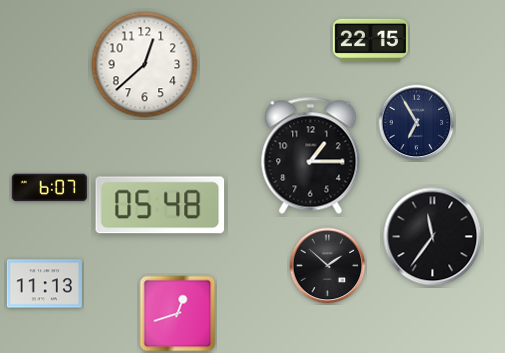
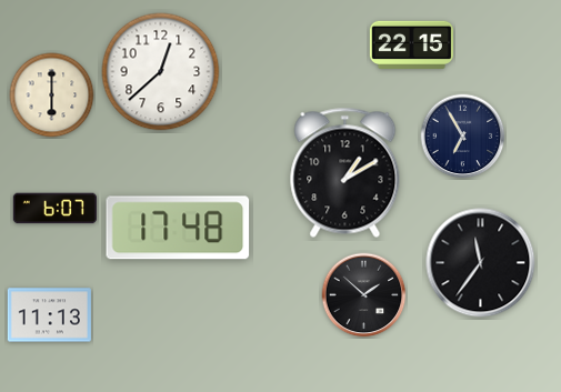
clock at (52, 96): none -> 6:00
clock at (311, 155): 1:15 -> 1:10
clock at (160, 205): 05:48 -> 17:48
clock at (178, 314): 12:42 -> none
